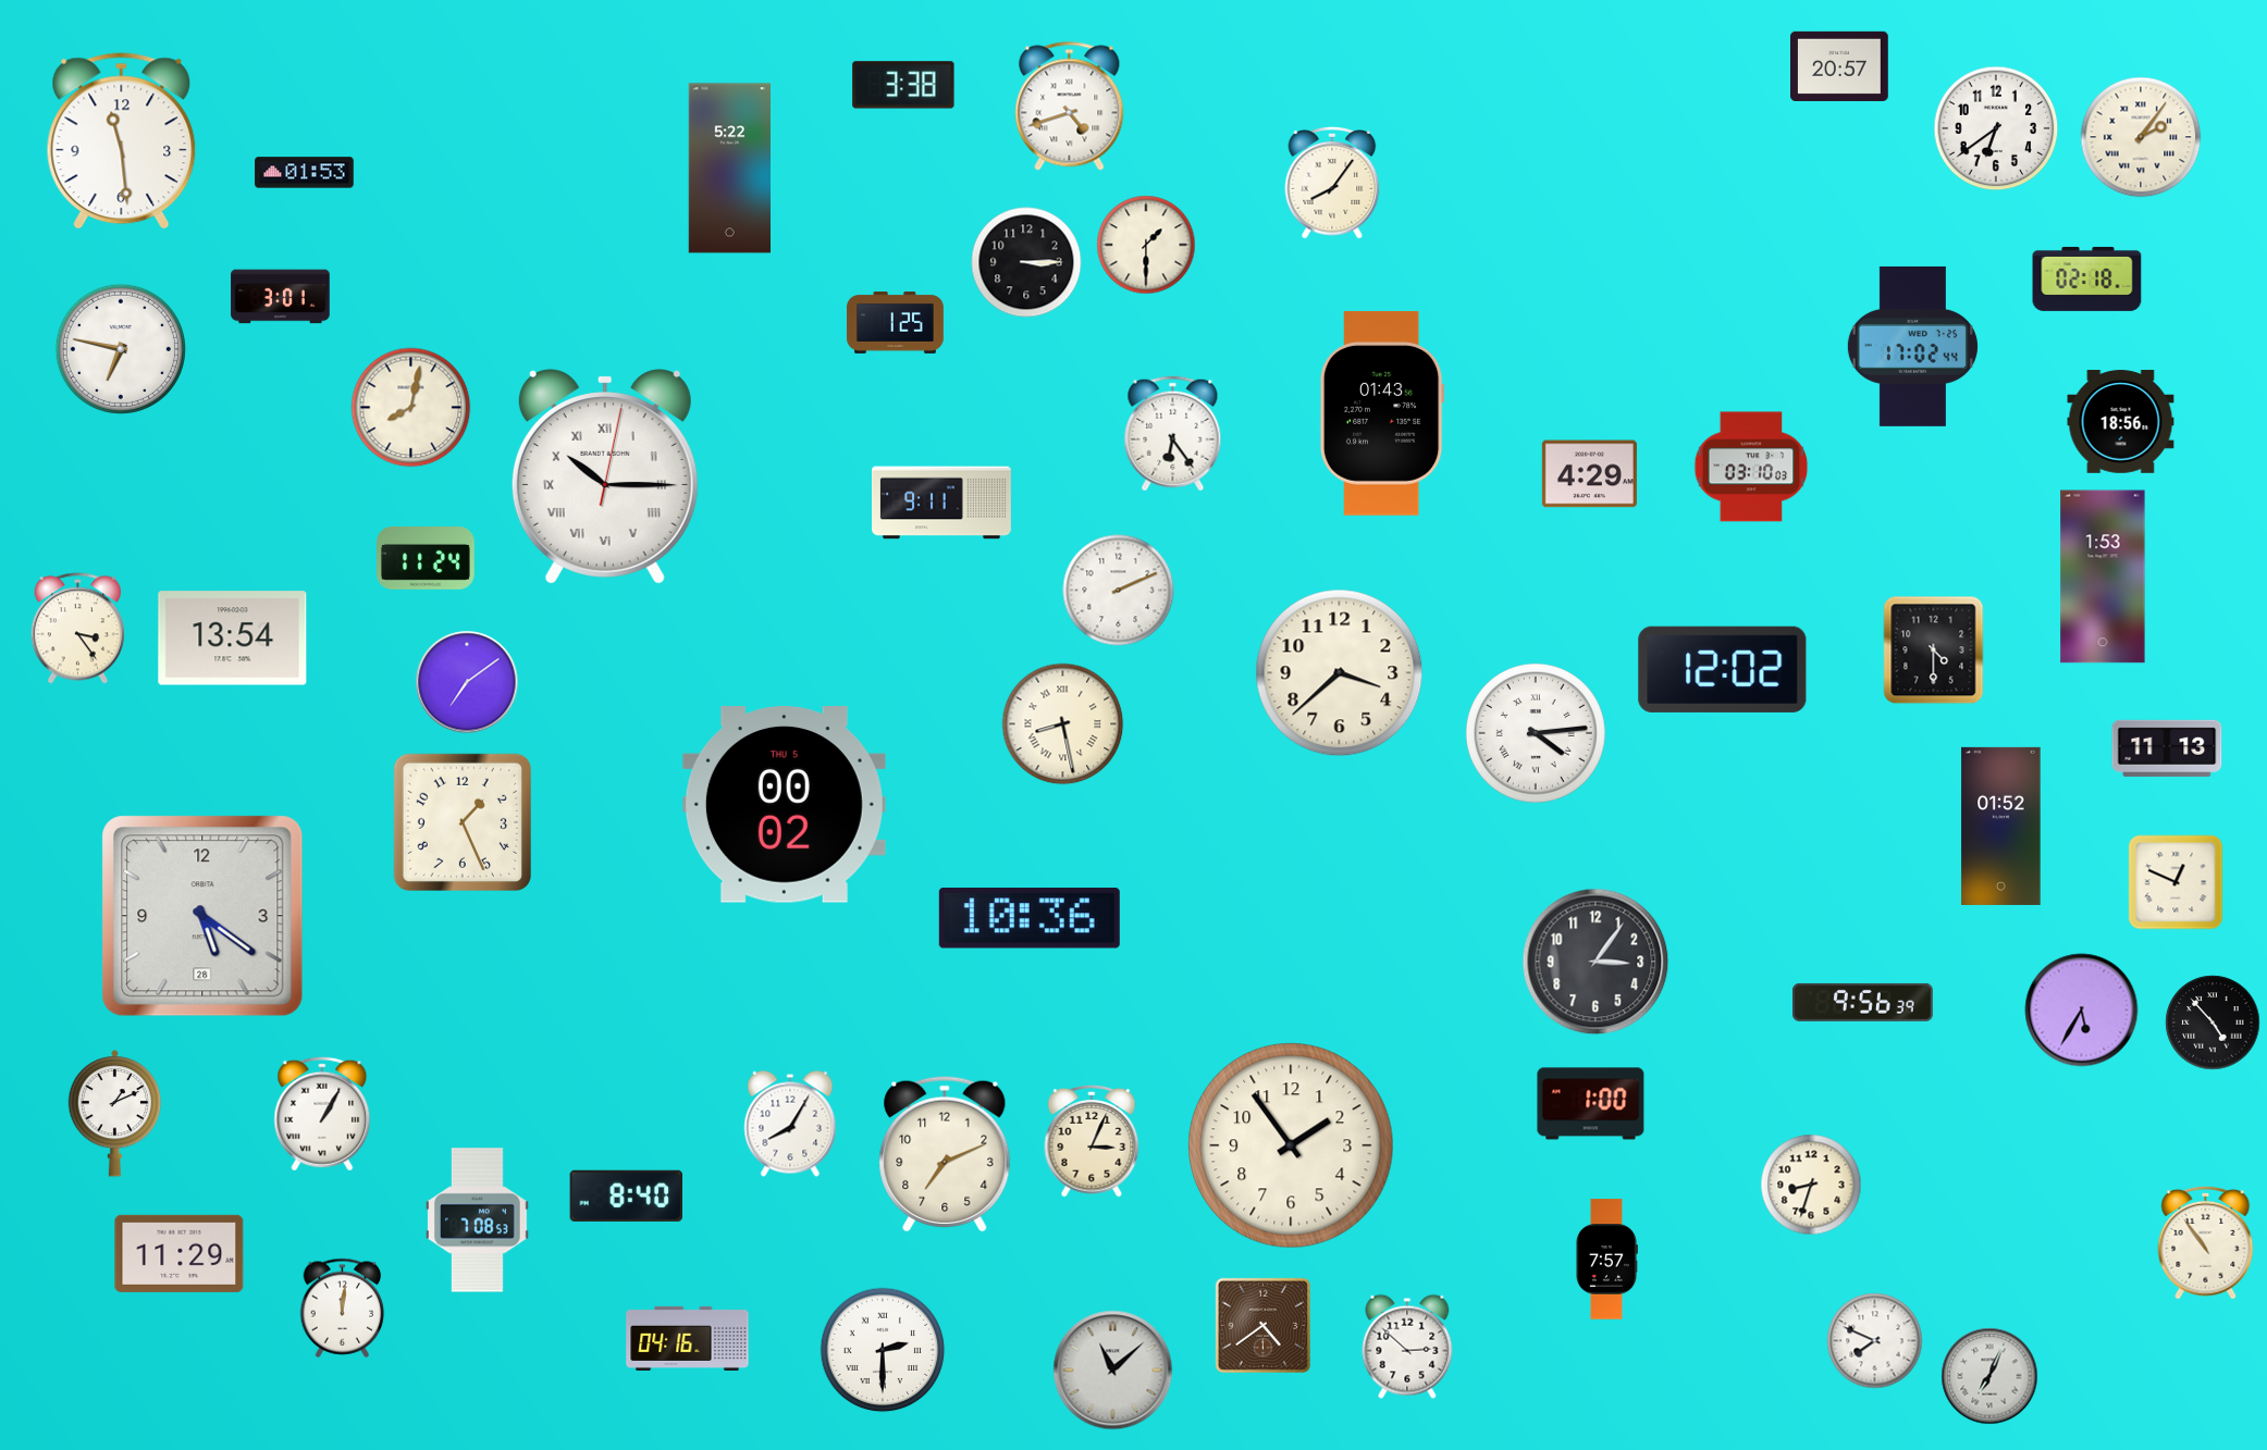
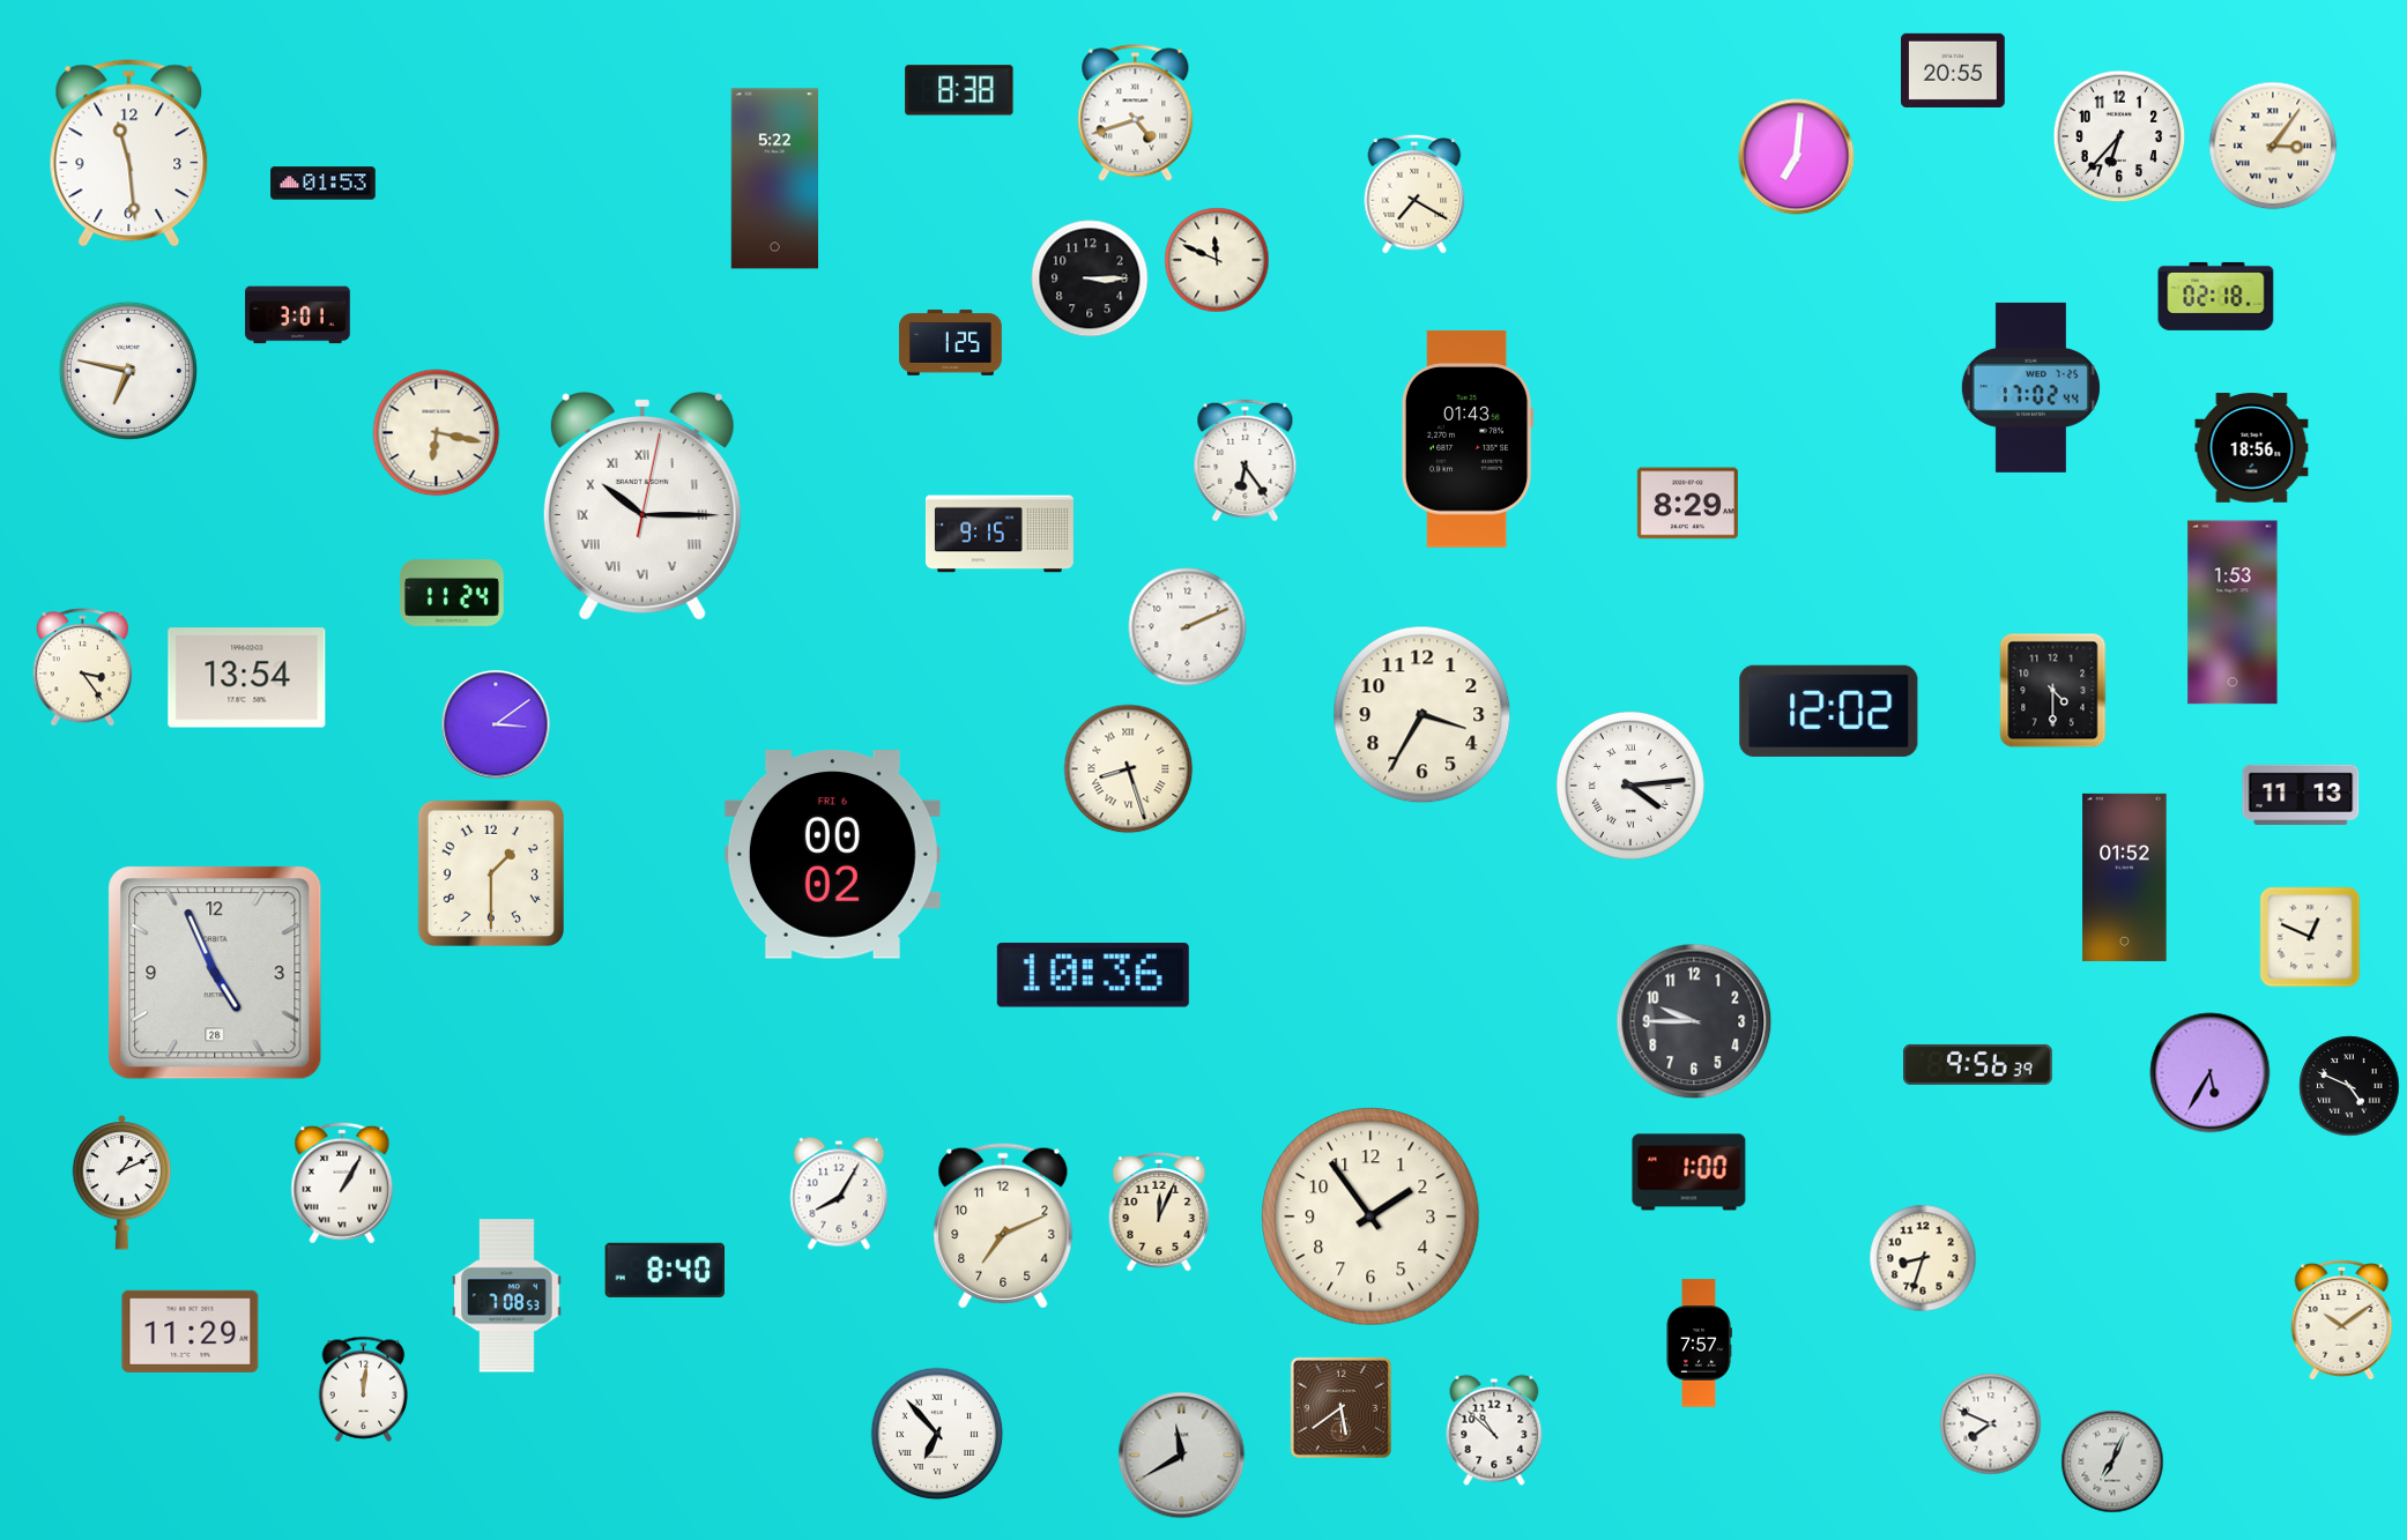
clock at (1840, 66): 20:57 -> 20:55
clock at (903, 85): 3:38 -> 8:38
clock at (1996, 128): 6:39 -> 6:37
clock at (2141, 137): 2:06 -> 3:06
clock at (122, 141) position: (122, 141) -> (129, 154)
clock at (1797, 157): none -> 7:01
clock at (1332, 184): 8:06 -> 7:20
clock at (1146, 245): 1:30 -> 11:49
clock at (1912, 346) position: (1912, 346) -> (2030, 387)
clock at (411, 408): 8:02 -> 6:17
clock at (1751, 467): 03:10 -> none
clock at (1589, 474): 4:29 -> 8:29
clock at (942, 503): 9:11 -> 9:15
clock at (1340, 673): 3:38 -> 3:35
clock at (467, 682): 7:09 -> 3:09
clock at (1063, 724): 8:28 -> 8:27
clock at (1536, 733) position: (1536, 733) -> (1630, 786)
clock at (784, 805) date: THU 5 -> FRI 6
clock at (463, 822): 1:26 -> 1:30
clock at (202, 916): 5:21 -> 4:56
clock at (1595, 962): 3:06 -> 9:45
clock at (2213, 1023): 4:53 -> 4:49
clock at (1092, 1142): 3:04 -> 12:04
clock at (2206, 1242): 10:54 -> 10:09
clock at (1607, 1260) position: (1607, 1260) -> (1700, 1344)
clock at (1262, 1325): 4:39 -> 5:39
clock at (688, 1338): 04:16 -> none
clock at (1407, 1347): 2:52 -> 10:52
clock at (883, 1350): 2:30 -> 6:53
clock at (1113, 1371): 11:08 -> 11:40
